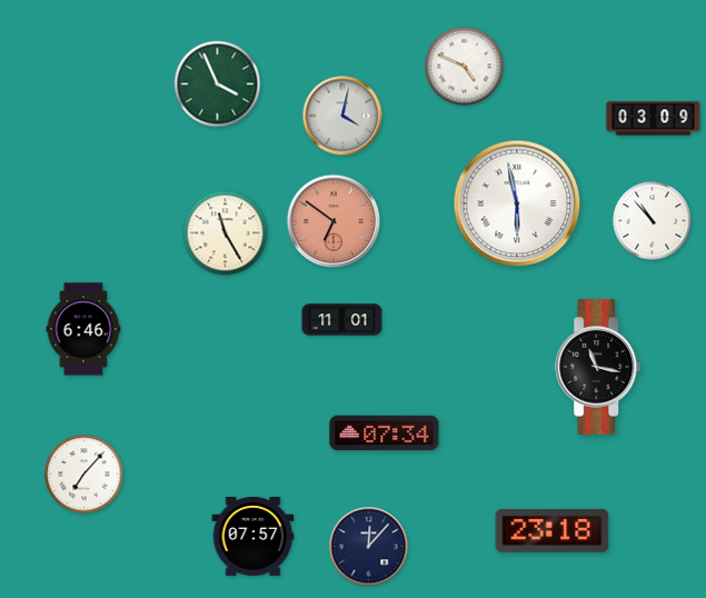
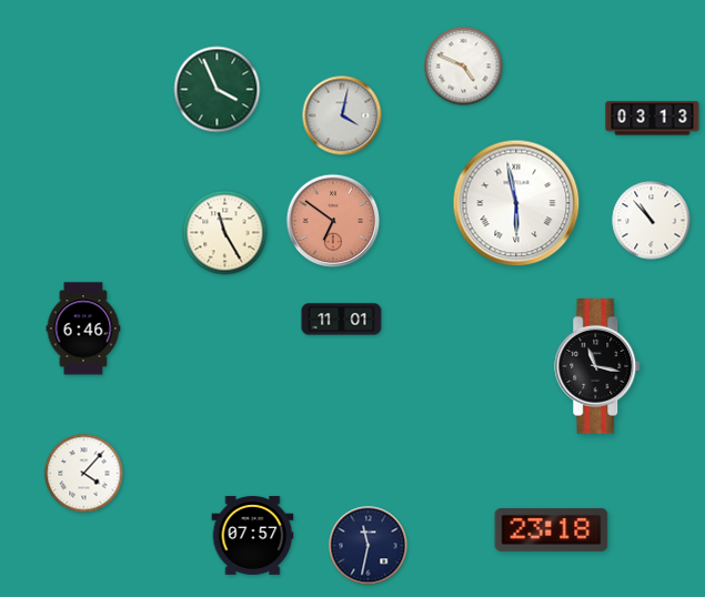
clock at (218, 84) position: (218, 84) -> (218, 90)
clock at (654, 119): 03:09 -> 03:13
clock at (385, 433): 07:34 -> none
clock at (84, 475): 7:07 -> 4:07
clock at (369, 547): 12:07 -> 11:32
